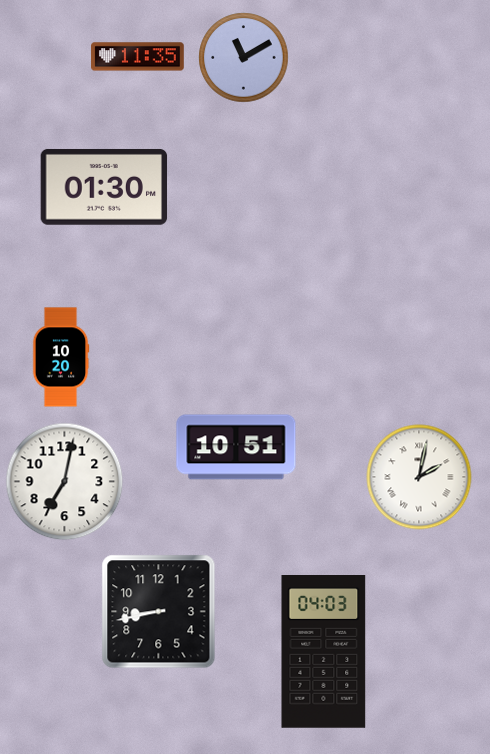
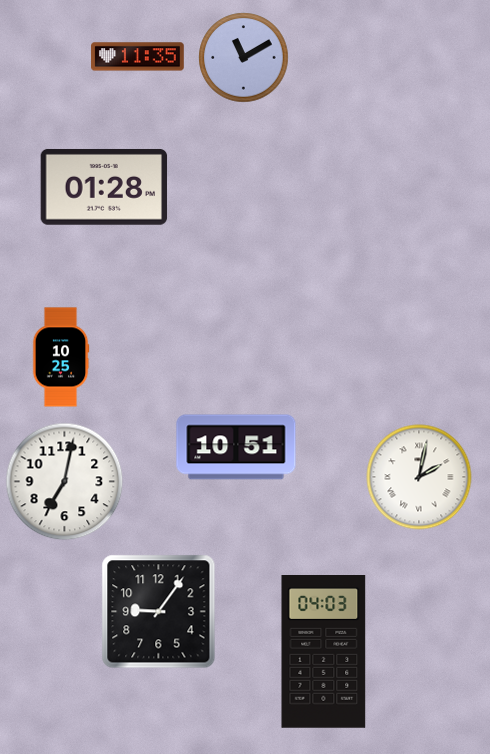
clock at (104, 187): 01:30 -> 01:28
clock at (61, 357): 10:20 -> 10:25
clock at (159, 612): 8:43 -> 9:06
